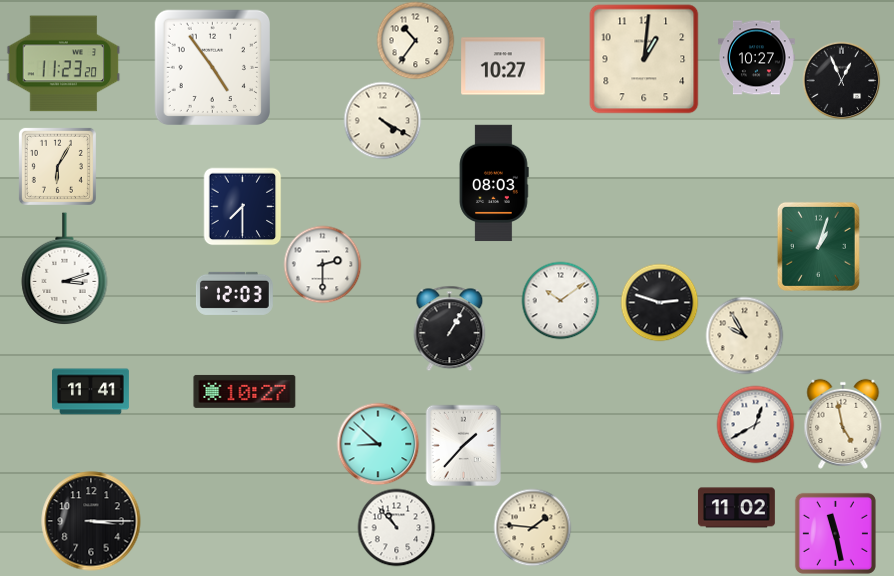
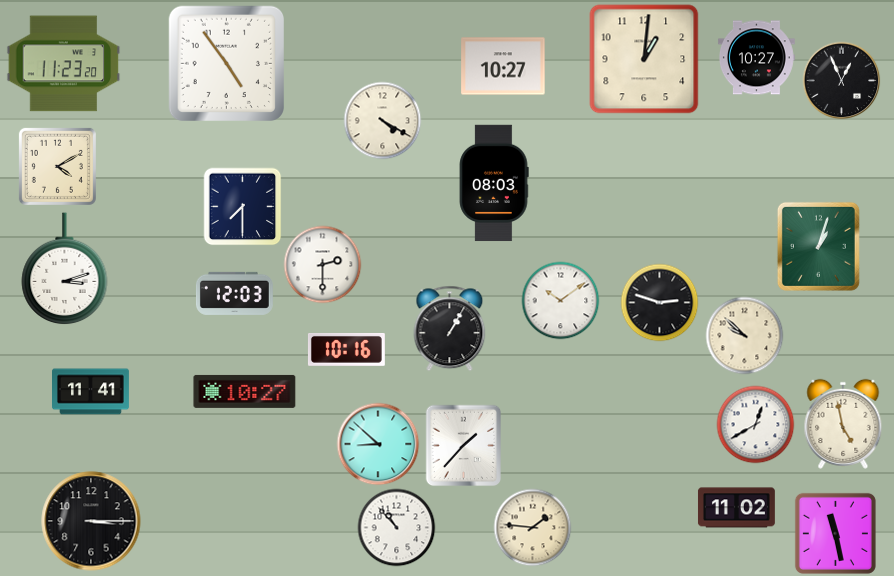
clock at (415, 40): 10:36 -> none
clock at (212, 67) position: (212, 67) -> (226, 63)
clock at (57, 166): 6:05 -> 4:10
clock at (744, 335): 9:55 -> 9:52
clock at (346, 350): none -> 10:16
